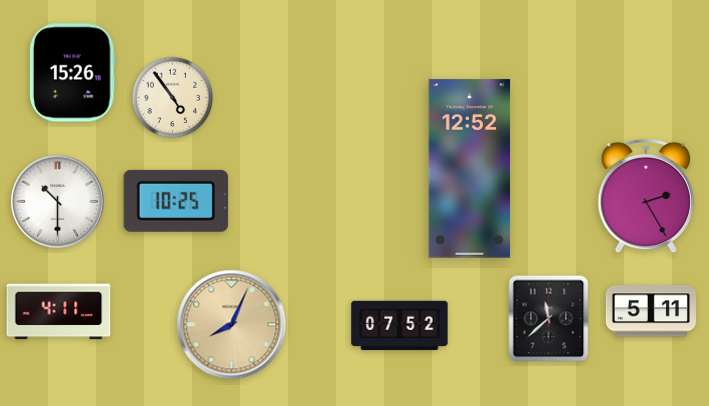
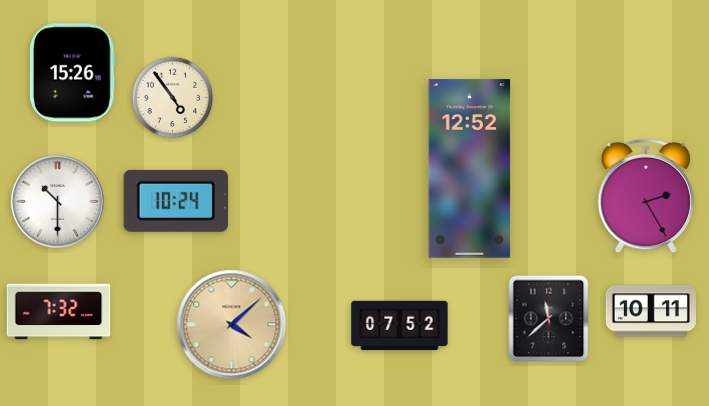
clock at (176, 201): 10:25 -> 10:24
clock at (650, 311): 5:11 -> 10:11
clock at (59, 312): 4:11 -> 7:32
clock at (232, 325): 8:04 -> 4:08
